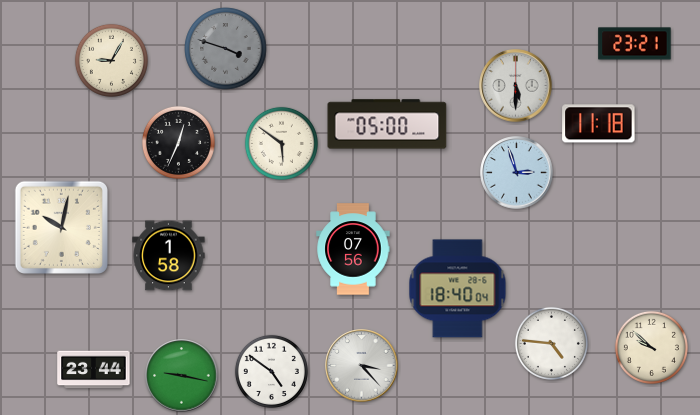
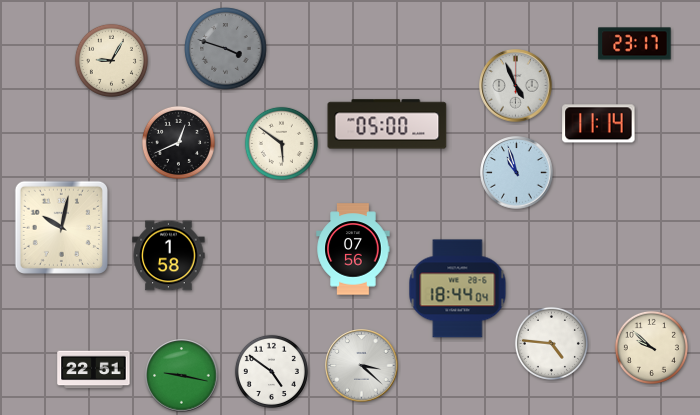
clock at (635, 44): 23:21 -> 23:17
clock at (516, 86): 5:30 -> 4:56
clock at (599, 124): 11:18 -> 11:14
clock at (178, 142): 12:34 -> 12:41
clock at (517, 173): 2:57 -> 10:57
clock at (458, 289): 18:40 -> 18:44
clock at (362, 366): 3:23 -> 3:22
clock at (94, 370): 23:44 -> 22:51
